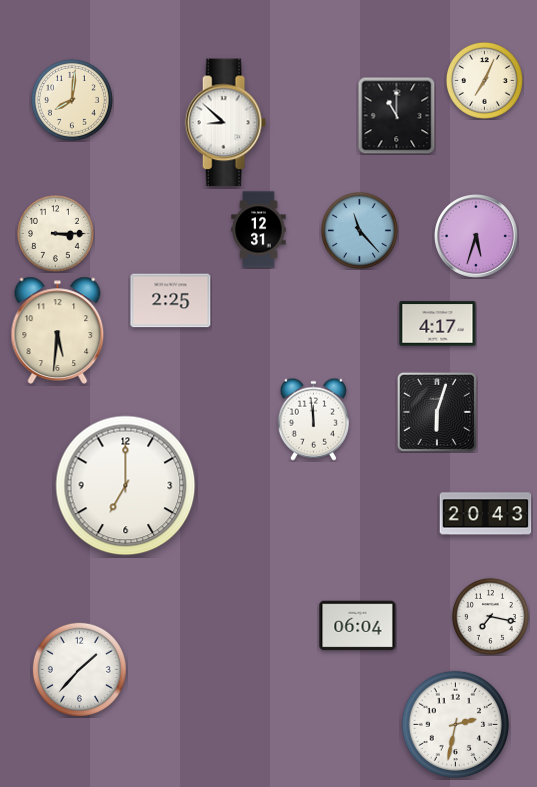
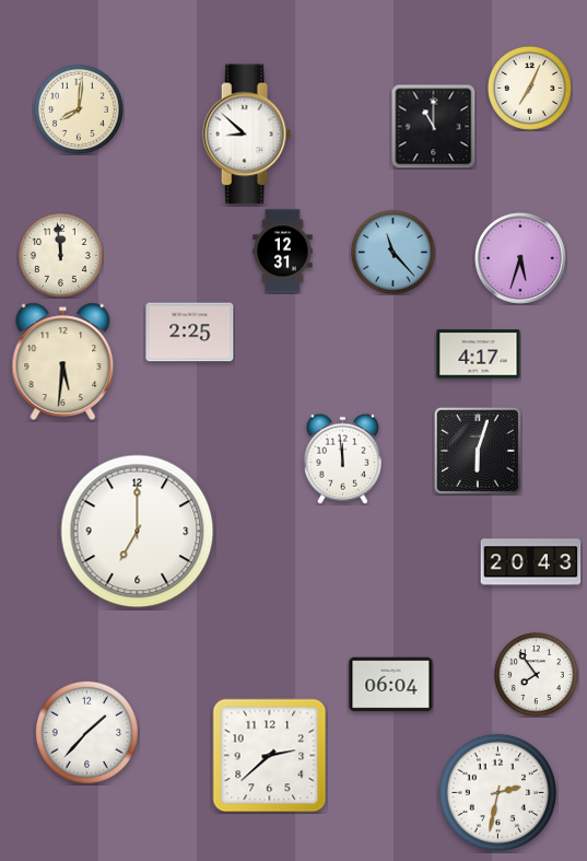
clock at (55, 233): 3:15 -> 11:59
clock at (171, 301) position: (171, 301) -> (190, 333)
clock at (490, 616): 7:17 -> 7:54
clock at (270, 756): none -> 2:38
